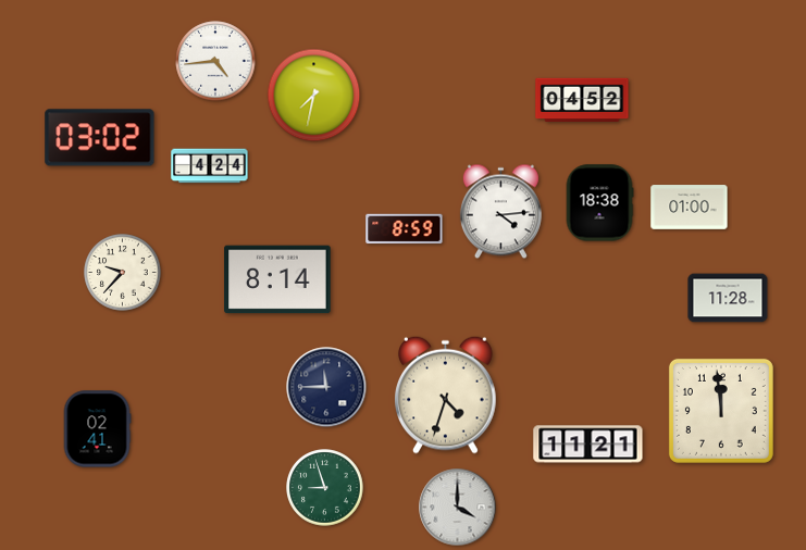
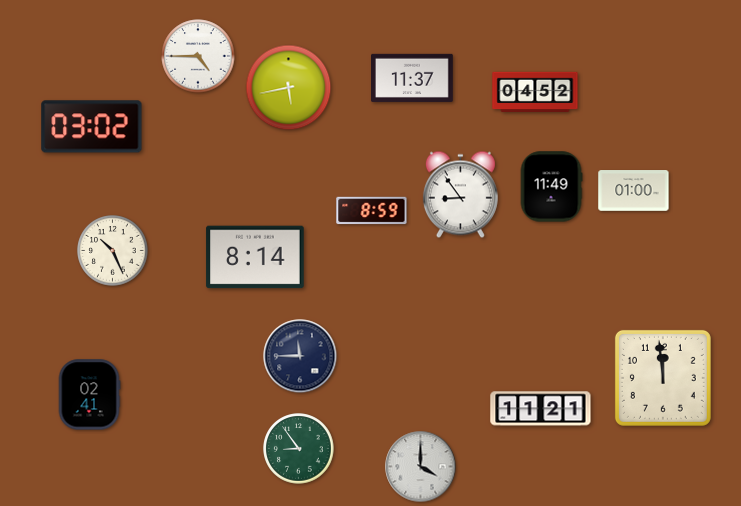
clock at (215, 61): 4:44 -> 4:45
clock at (413, 78): none -> 11:37
clock at (314, 96): 7:32 -> 5:43
clock at (210, 166): 4:24 -> none
clock at (599, 203): 18:38 -> 11:49
clock at (500, 212): 4:14 -> 8:54
clock at (123, 273): 9:37 -> 10:26
clock at (728, 298): 11:28 -> none
clock at (446, 395): 4:33 -> none
clock at (325, 488): 8:57 -> 8:54
